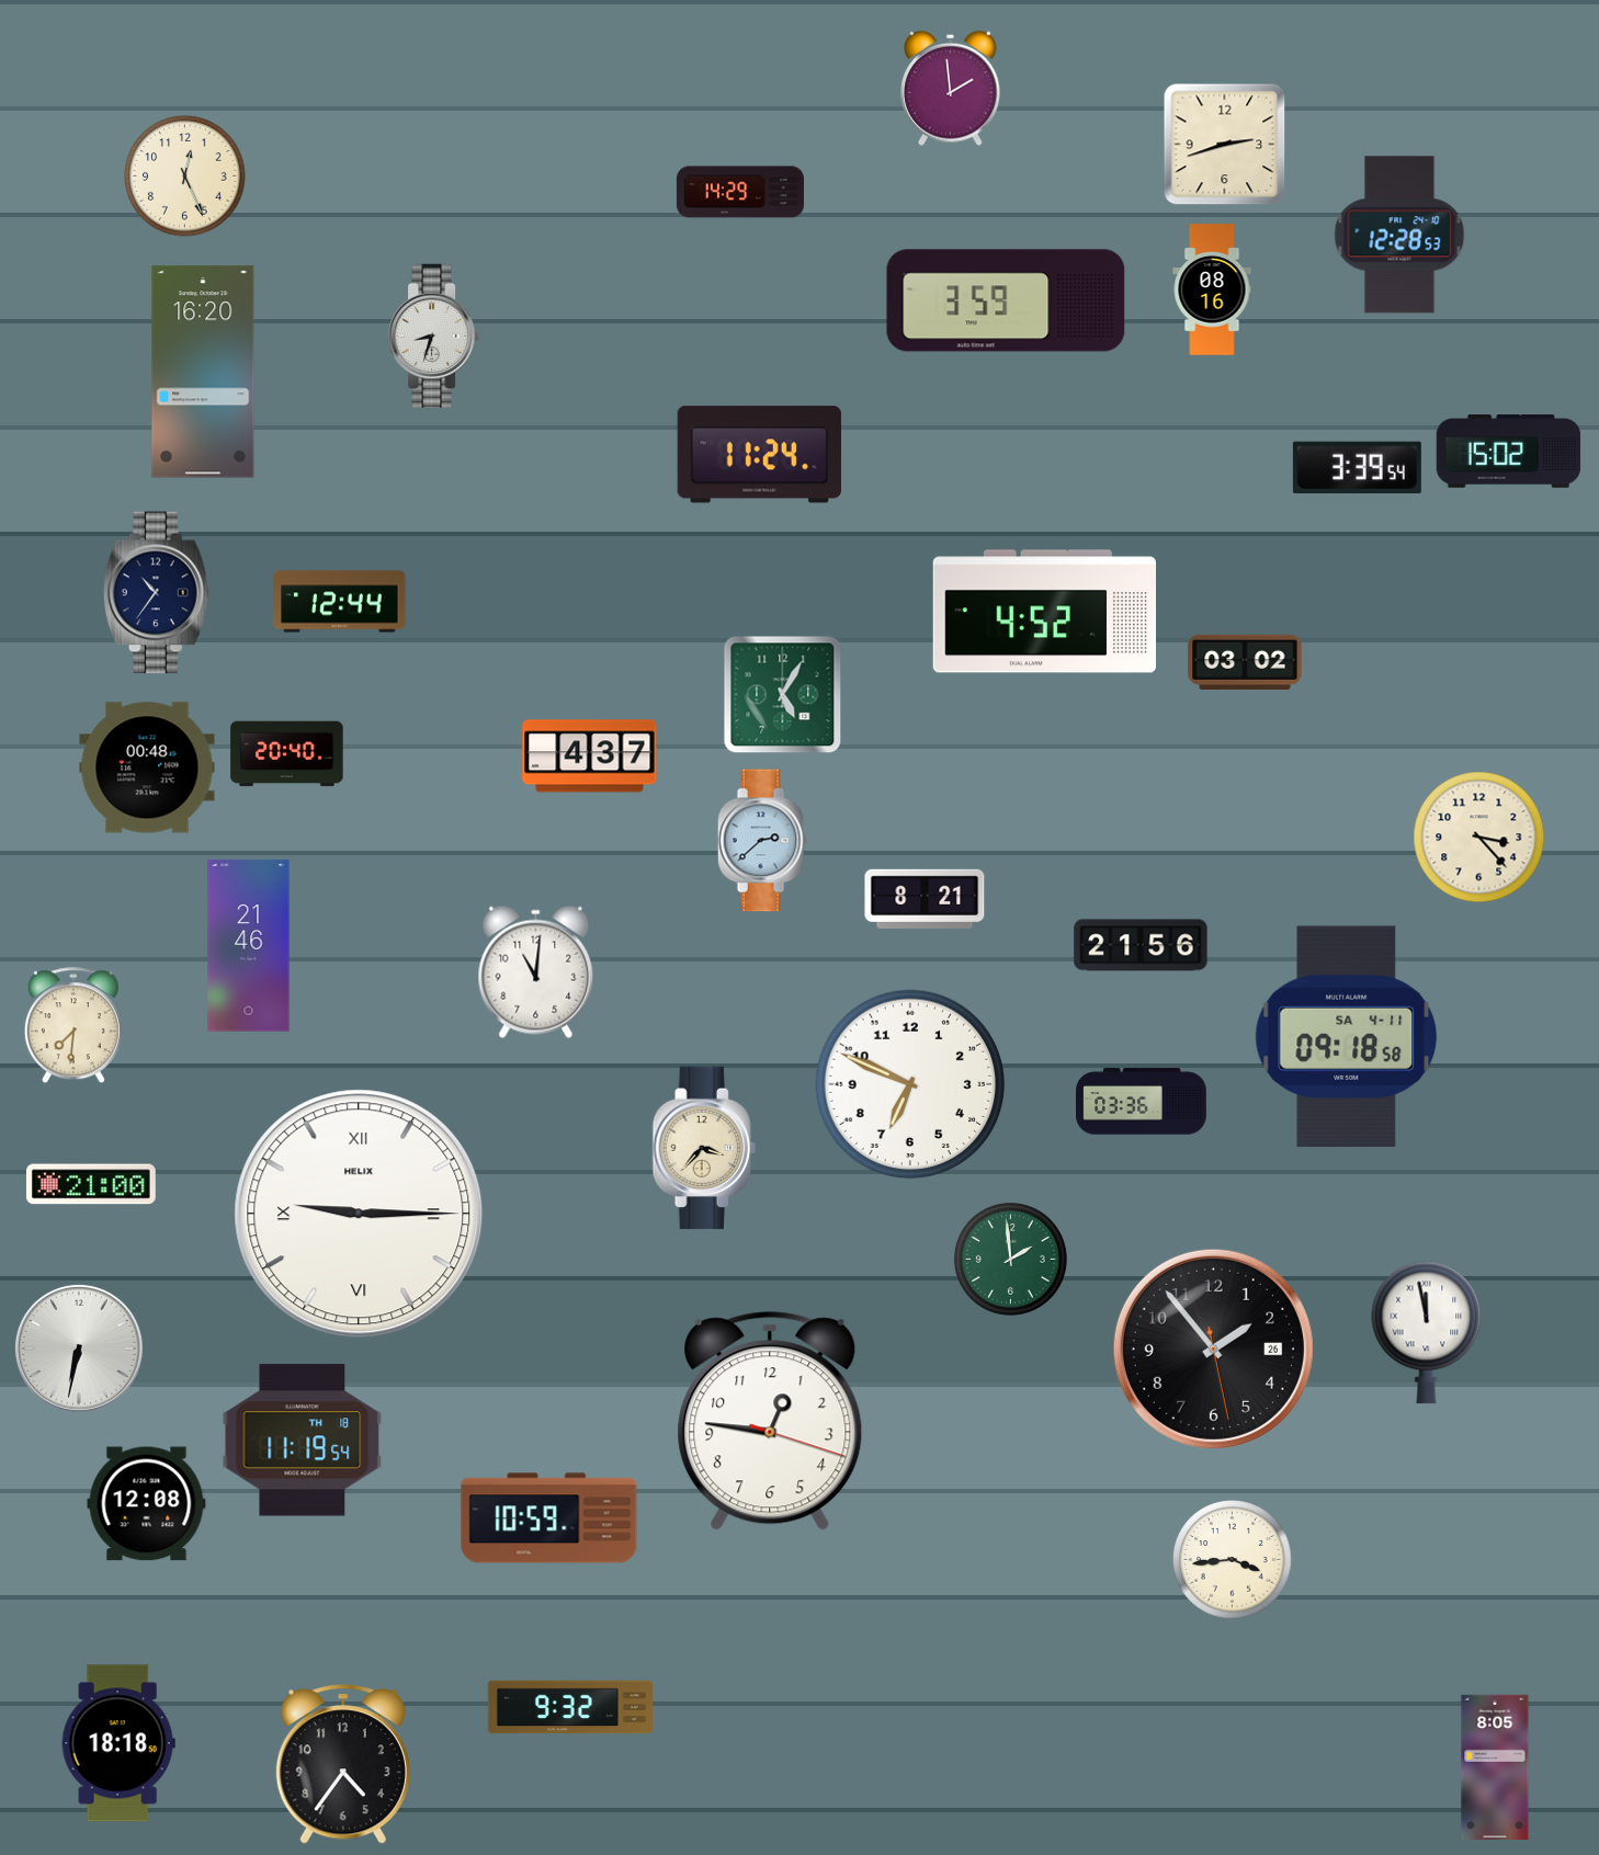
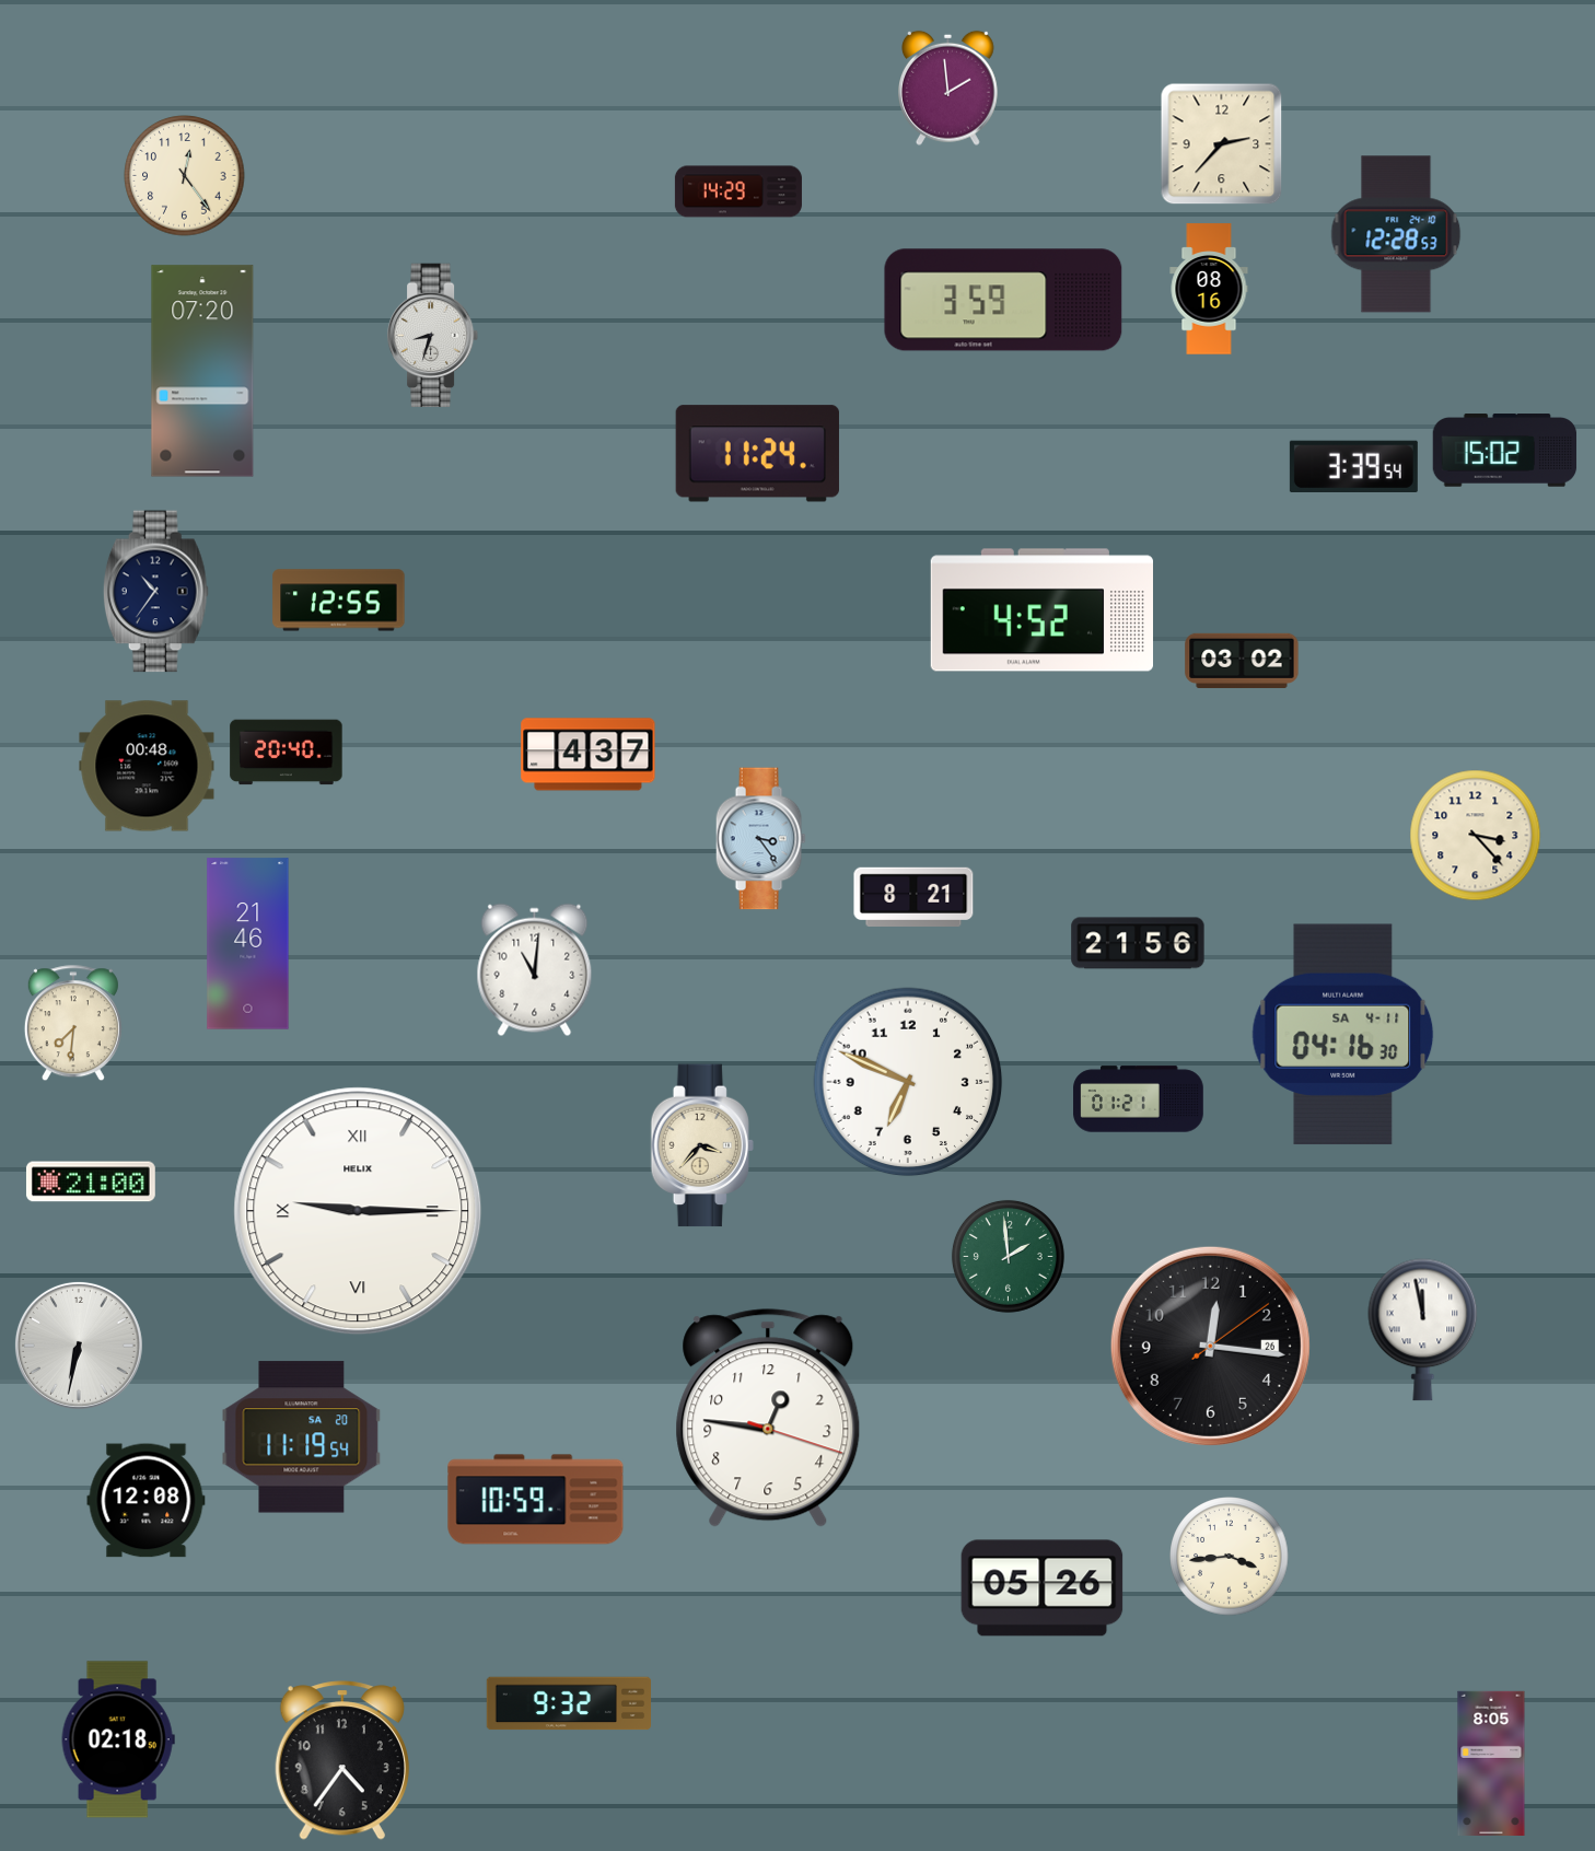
clock at (1225, 145): 2:42 -> 2:37
clock at (185, 177): 12:26 -> 12:24
clock at (203, 372): 16:20 -> 07:20
clock at (340, 602): 12:44 -> 12:55
clock at (783, 695): 5:05 -> none
clock at (762, 841): 2:38 -> 3:24
clock at (925, 898) position: (925, 898) -> (913, 896)
clock at (1347, 1037): 09:18 -> 04:16
clock at (1142, 1102): 03:36 -> 01:21
clock at (1213, 1348): 1:53 -> 12:16
clock at (303, 1441) date: TH 18 -> SA 20
clock at (549, 1518) position: (549, 1518) -> (536, 1500)
clock at (1043, 1588): none -> 05:26
clock at (118, 1743): 18:18 -> 02:18
